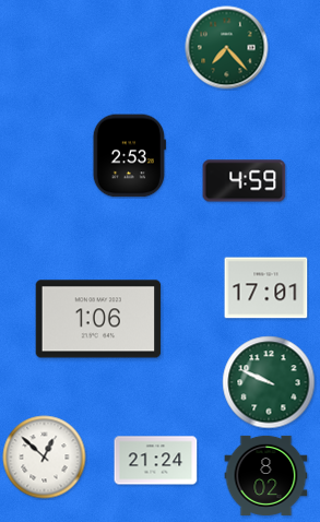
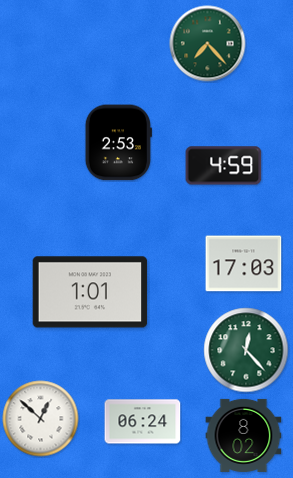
clock at (266, 288): 17:01 -> 17:03
clock at (98, 319): 1:06 -> 1:01
clock at (269, 382): 9:49 -> 12:23
clock at (156, 461): 21:24 -> 06:24
